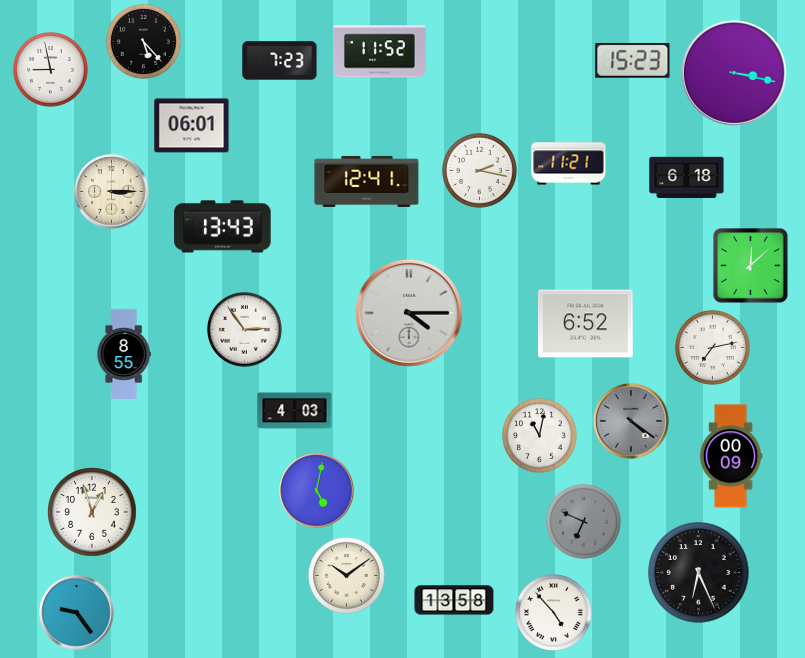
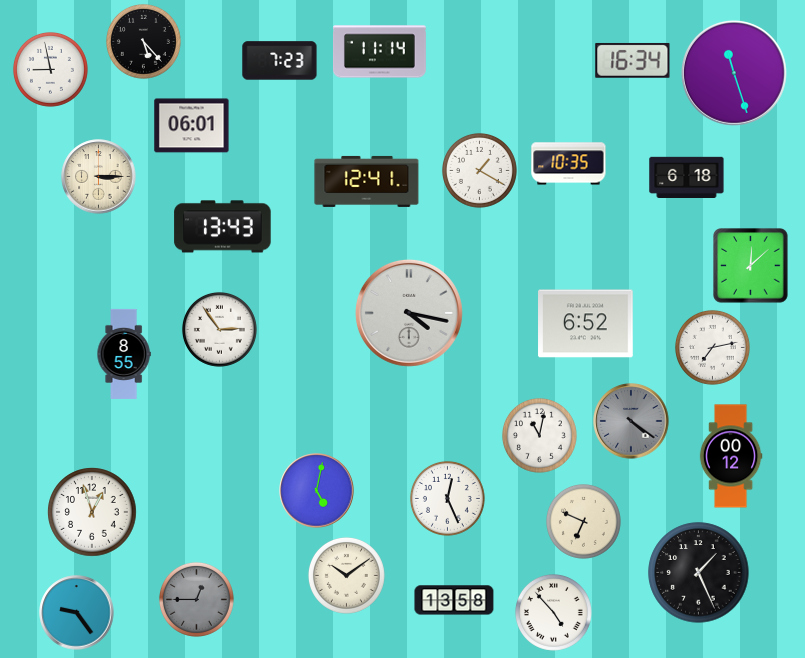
clock at (380, 52): 11:52 -> 11:14
clock at (633, 60): 15:23 -> 16:34
clock at (734, 73): 3:17 -> 11:27
clock at (569, 164): 11:21 -> 10:35
clock at (479, 170): 2:17 -> 1:20
clock at (112, 192) position: (112, 192) -> (99, 177)
clock at (409, 313): 4:15 -> 4:17
clock at (244, 329) position: (244, 329) -> (219, 329)
clock at (295, 411): 4:03 -> none
clock at (731, 456): 00:09 -> 00:12
clock at (447, 498): none -> 12:26
clock at (583, 521) dial: grey -> cream
clock at (699, 573): 6:26 -> 1:26
clock at (196, 599): none -> 12:45
